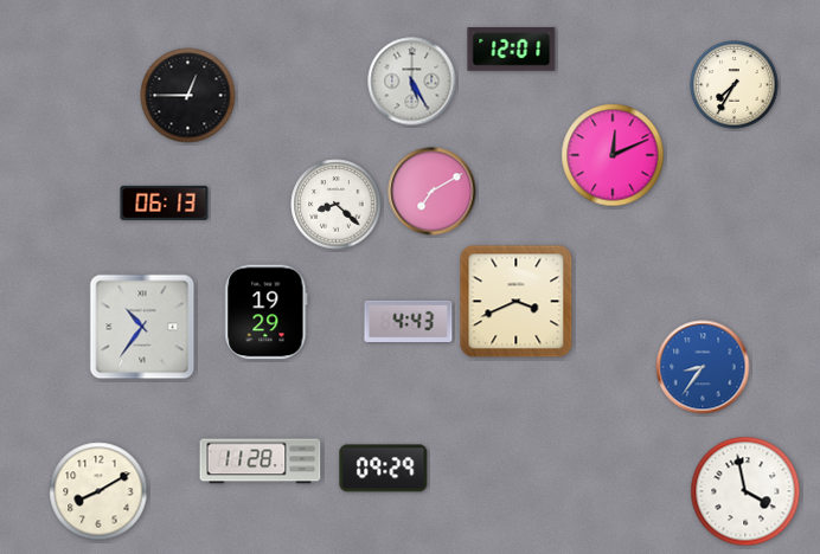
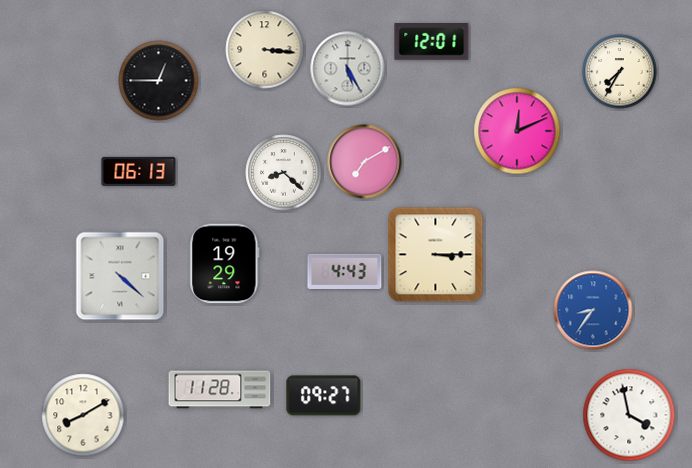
clock at (265, 50): none -> 3:16
clock at (517, 302): 3:41 -> 3:15
clock at (142, 327): 10:36 -> 4:22
clock at (384, 469): 09:29 -> 09:27
